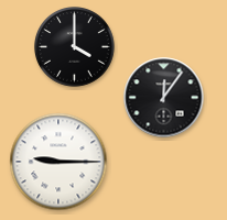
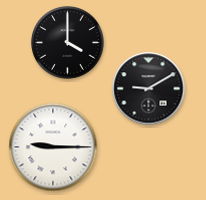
clock at (164, 98): 12:06 -> 9:10
